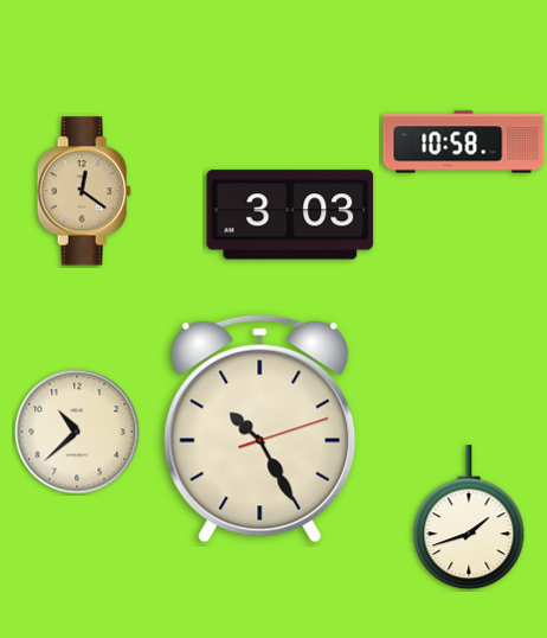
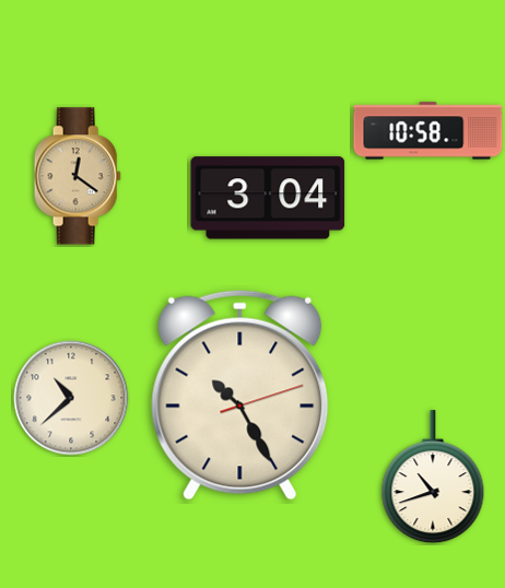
clock at (290, 215): 3:03 -> 3:04
clock at (469, 518): 1:42 -> 10:42
